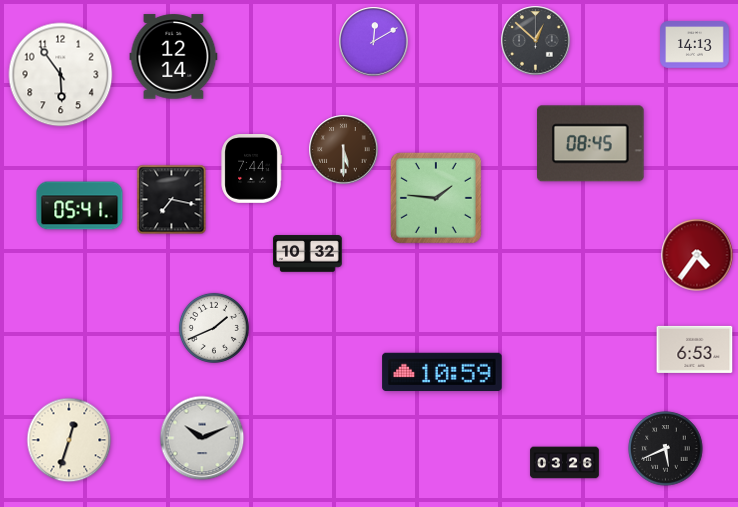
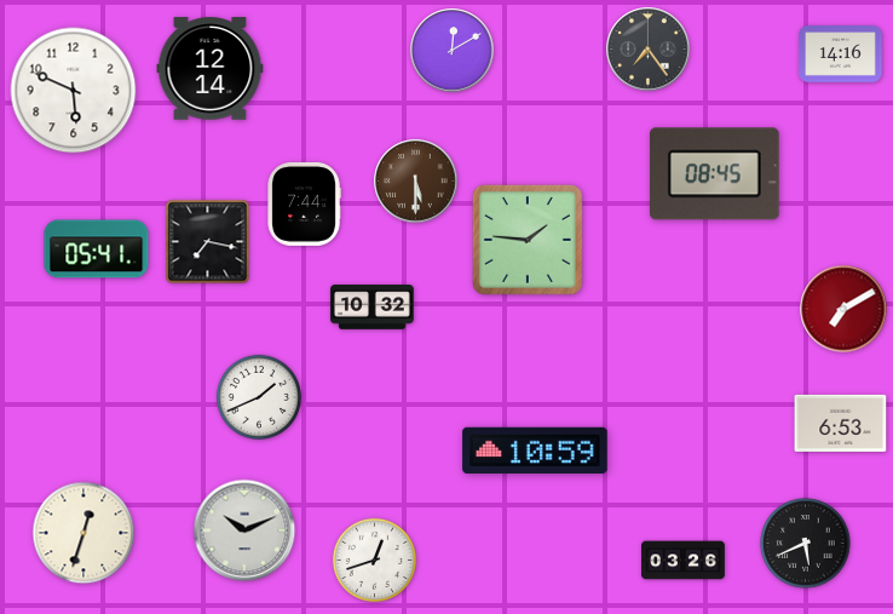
clock at (536, 41): 12:52 -> 7:24
clock at (695, 45): 14:13 -> 14:16
clock at (61, 75): 5:54 -> 5:49
clock at (697, 255): 4:36 -> 7:10
clock at (374, 560): none -> 12:42
